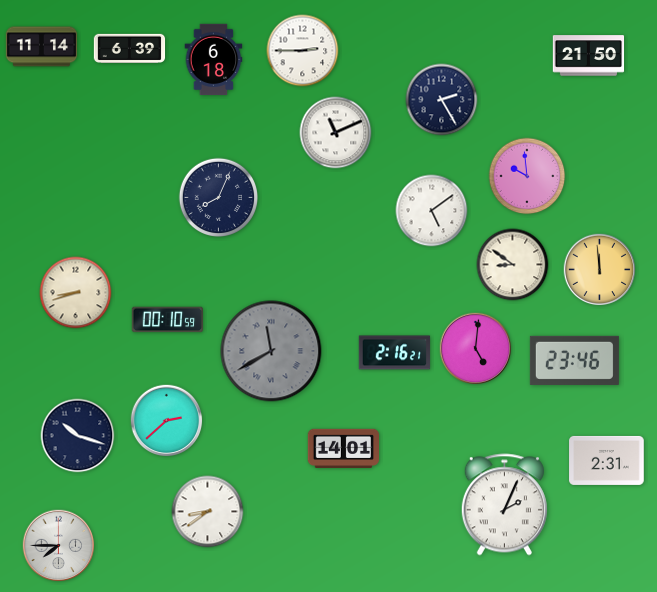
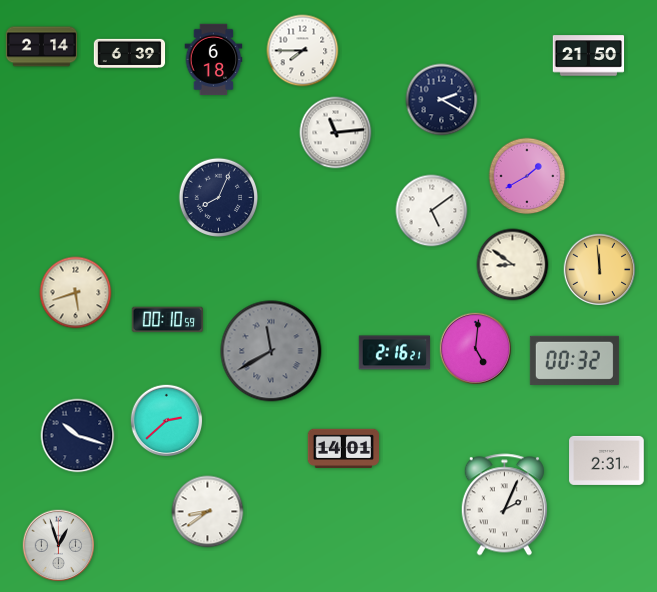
clock at (42, 47): 11:14 -> 2:14
clock at (130, 48) position: (130, 48) -> (130, 53)
clock at (303, 51): 2:45 -> 7:45
clock at (442, 100): 2:25 -> 2:20
clock at (336, 133): 11:11 -> 11:14
clock at (527, 176): 9:59 -> 1:40
clock at (76, 293): 8:42 -> 5:42
clock at (574, 360): 23:46 -> 00:32
clock at (59, 546): 7:45 -> 12:57
